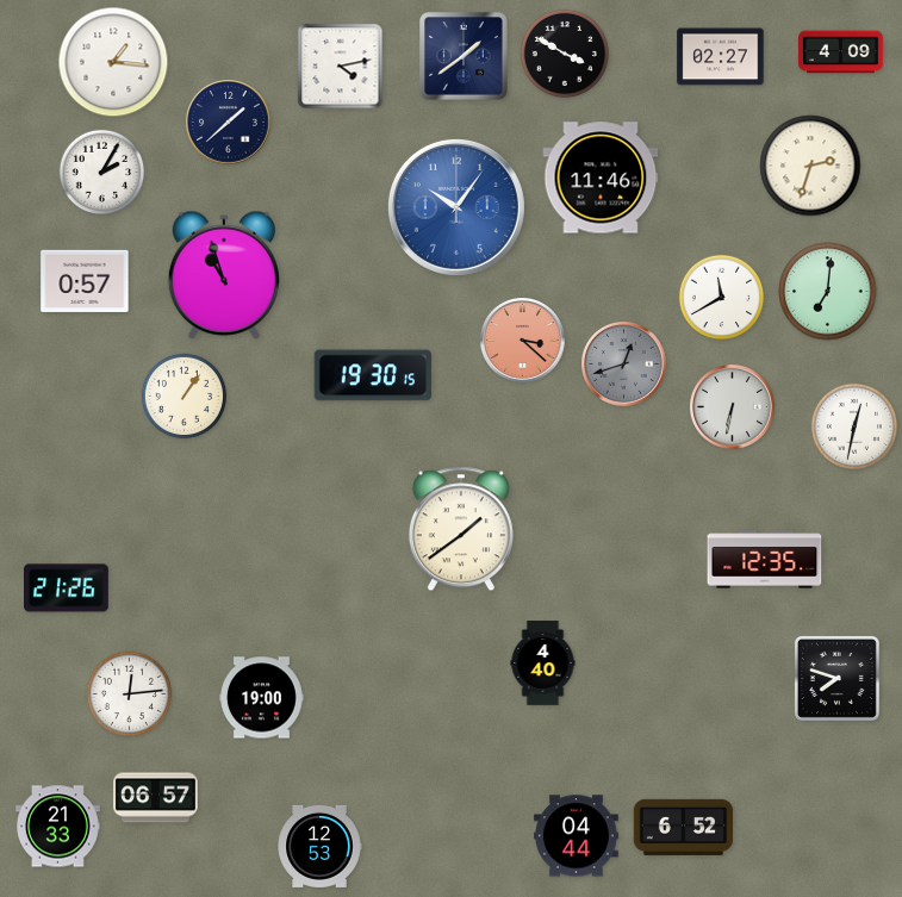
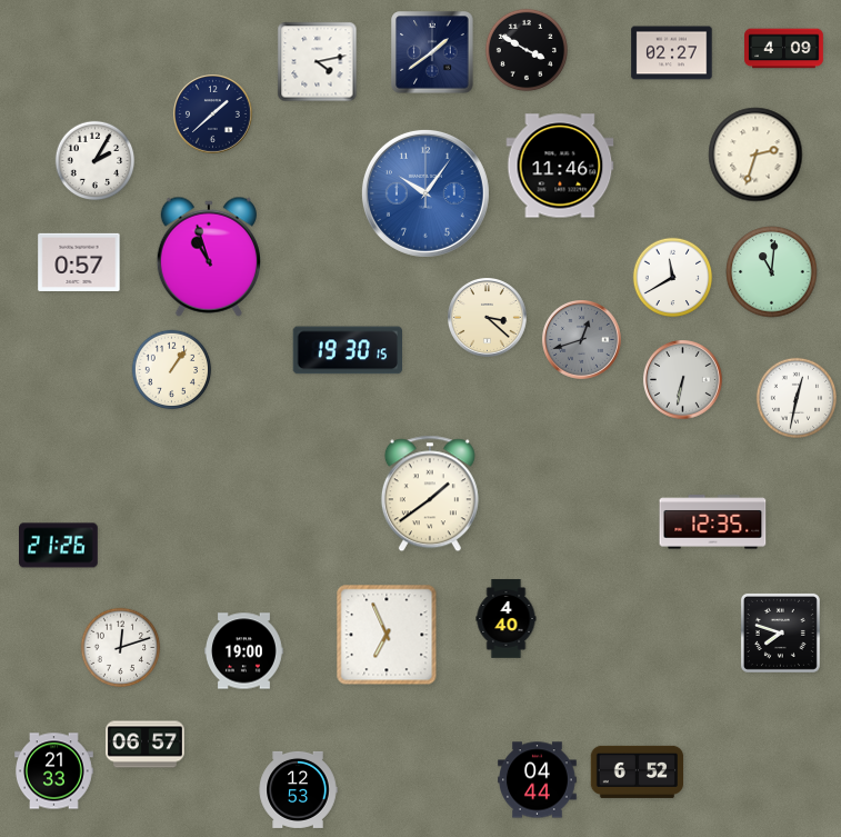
clock at (113, 62): 1:16 -> none
clock at (828, 292): 7:01 -> 11:01
clock at (523, 341) dial: salmon -> cream
clock at (67, 588) position: (67, 588) -> (59, 546)
clock at (387, 635): none -> 6:56
clock at (130, 694): 12:14 -> 12:12
